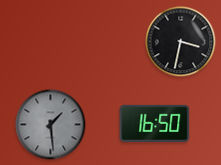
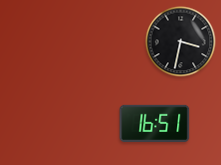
clock at (155, 123): 16:50 -> 16:51
clock at (51, 125): 1:29 -> none
